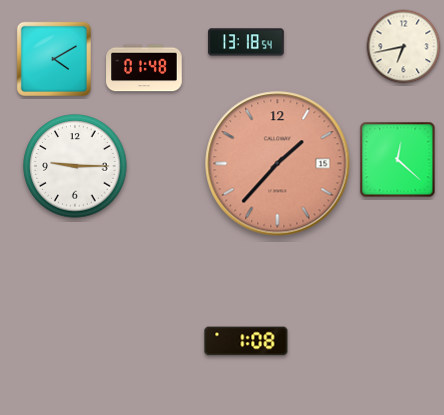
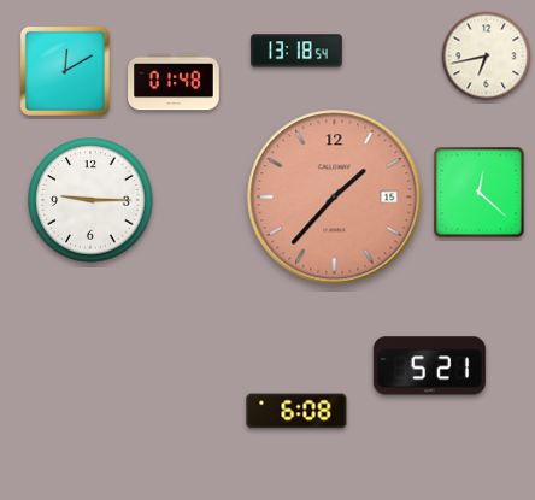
clock at (54, 59): 4:10 -> 12:10
clock at (429, 366): none -> 5:21
clock at (246, 341): 1:08 -> 6:08
